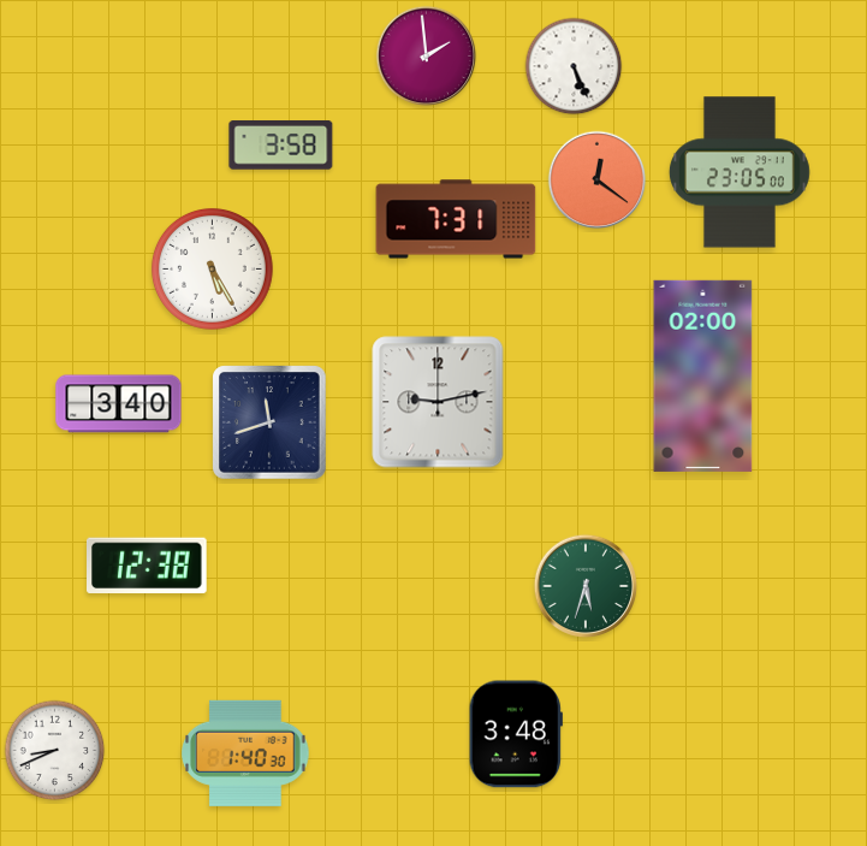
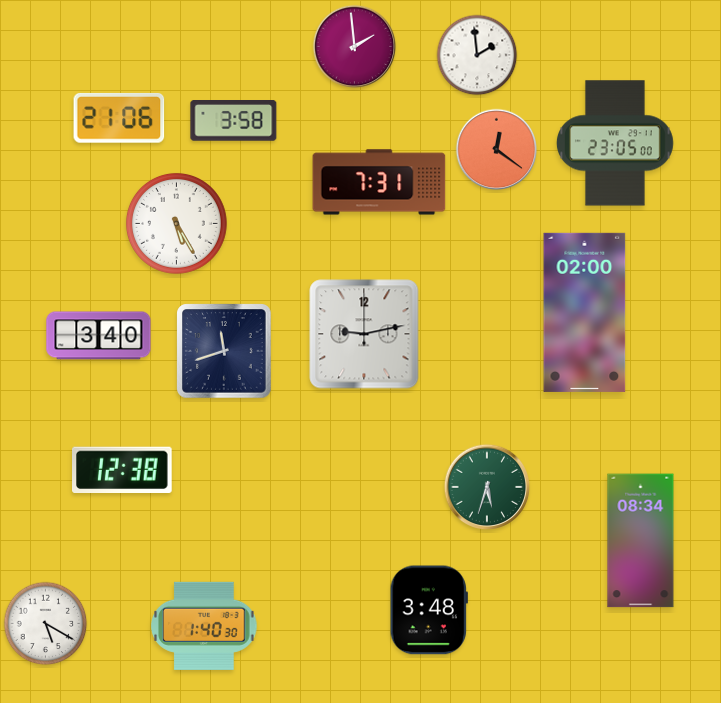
clock at (574, 66): 5:26 -> 1:59
clock at (119, 118): none -> 21:06
clock at (641, 541): none -> 08:34
clock at (55, 751): 8:41 -> 5:20
